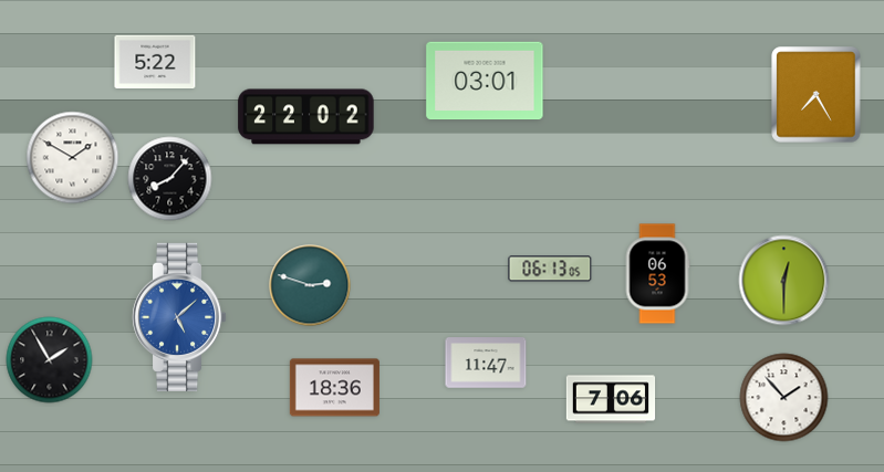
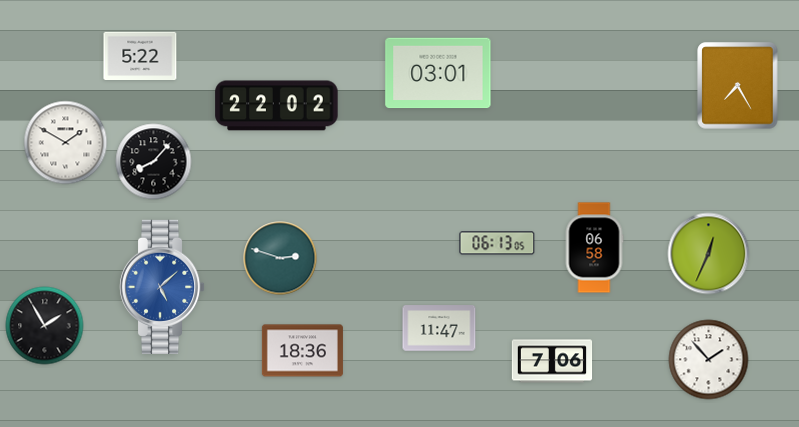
clock at (657, 274): 06:53 -> 06:58
clock at (784, 281): 12:30 -> 12:34
